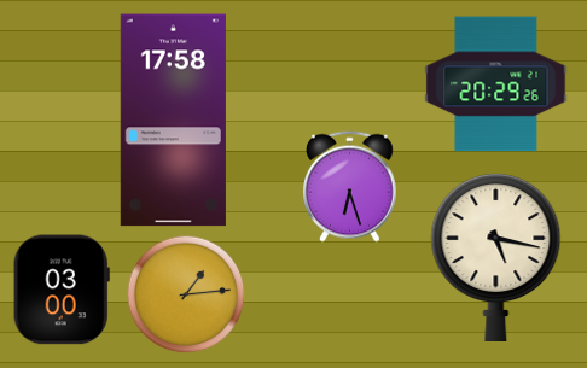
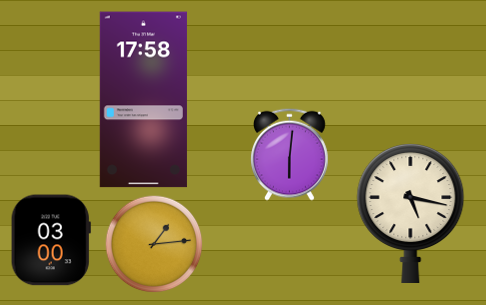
clock at (496, 84): 20:29 -> none
clock at (350, 186): 6:27 -> 6:01
